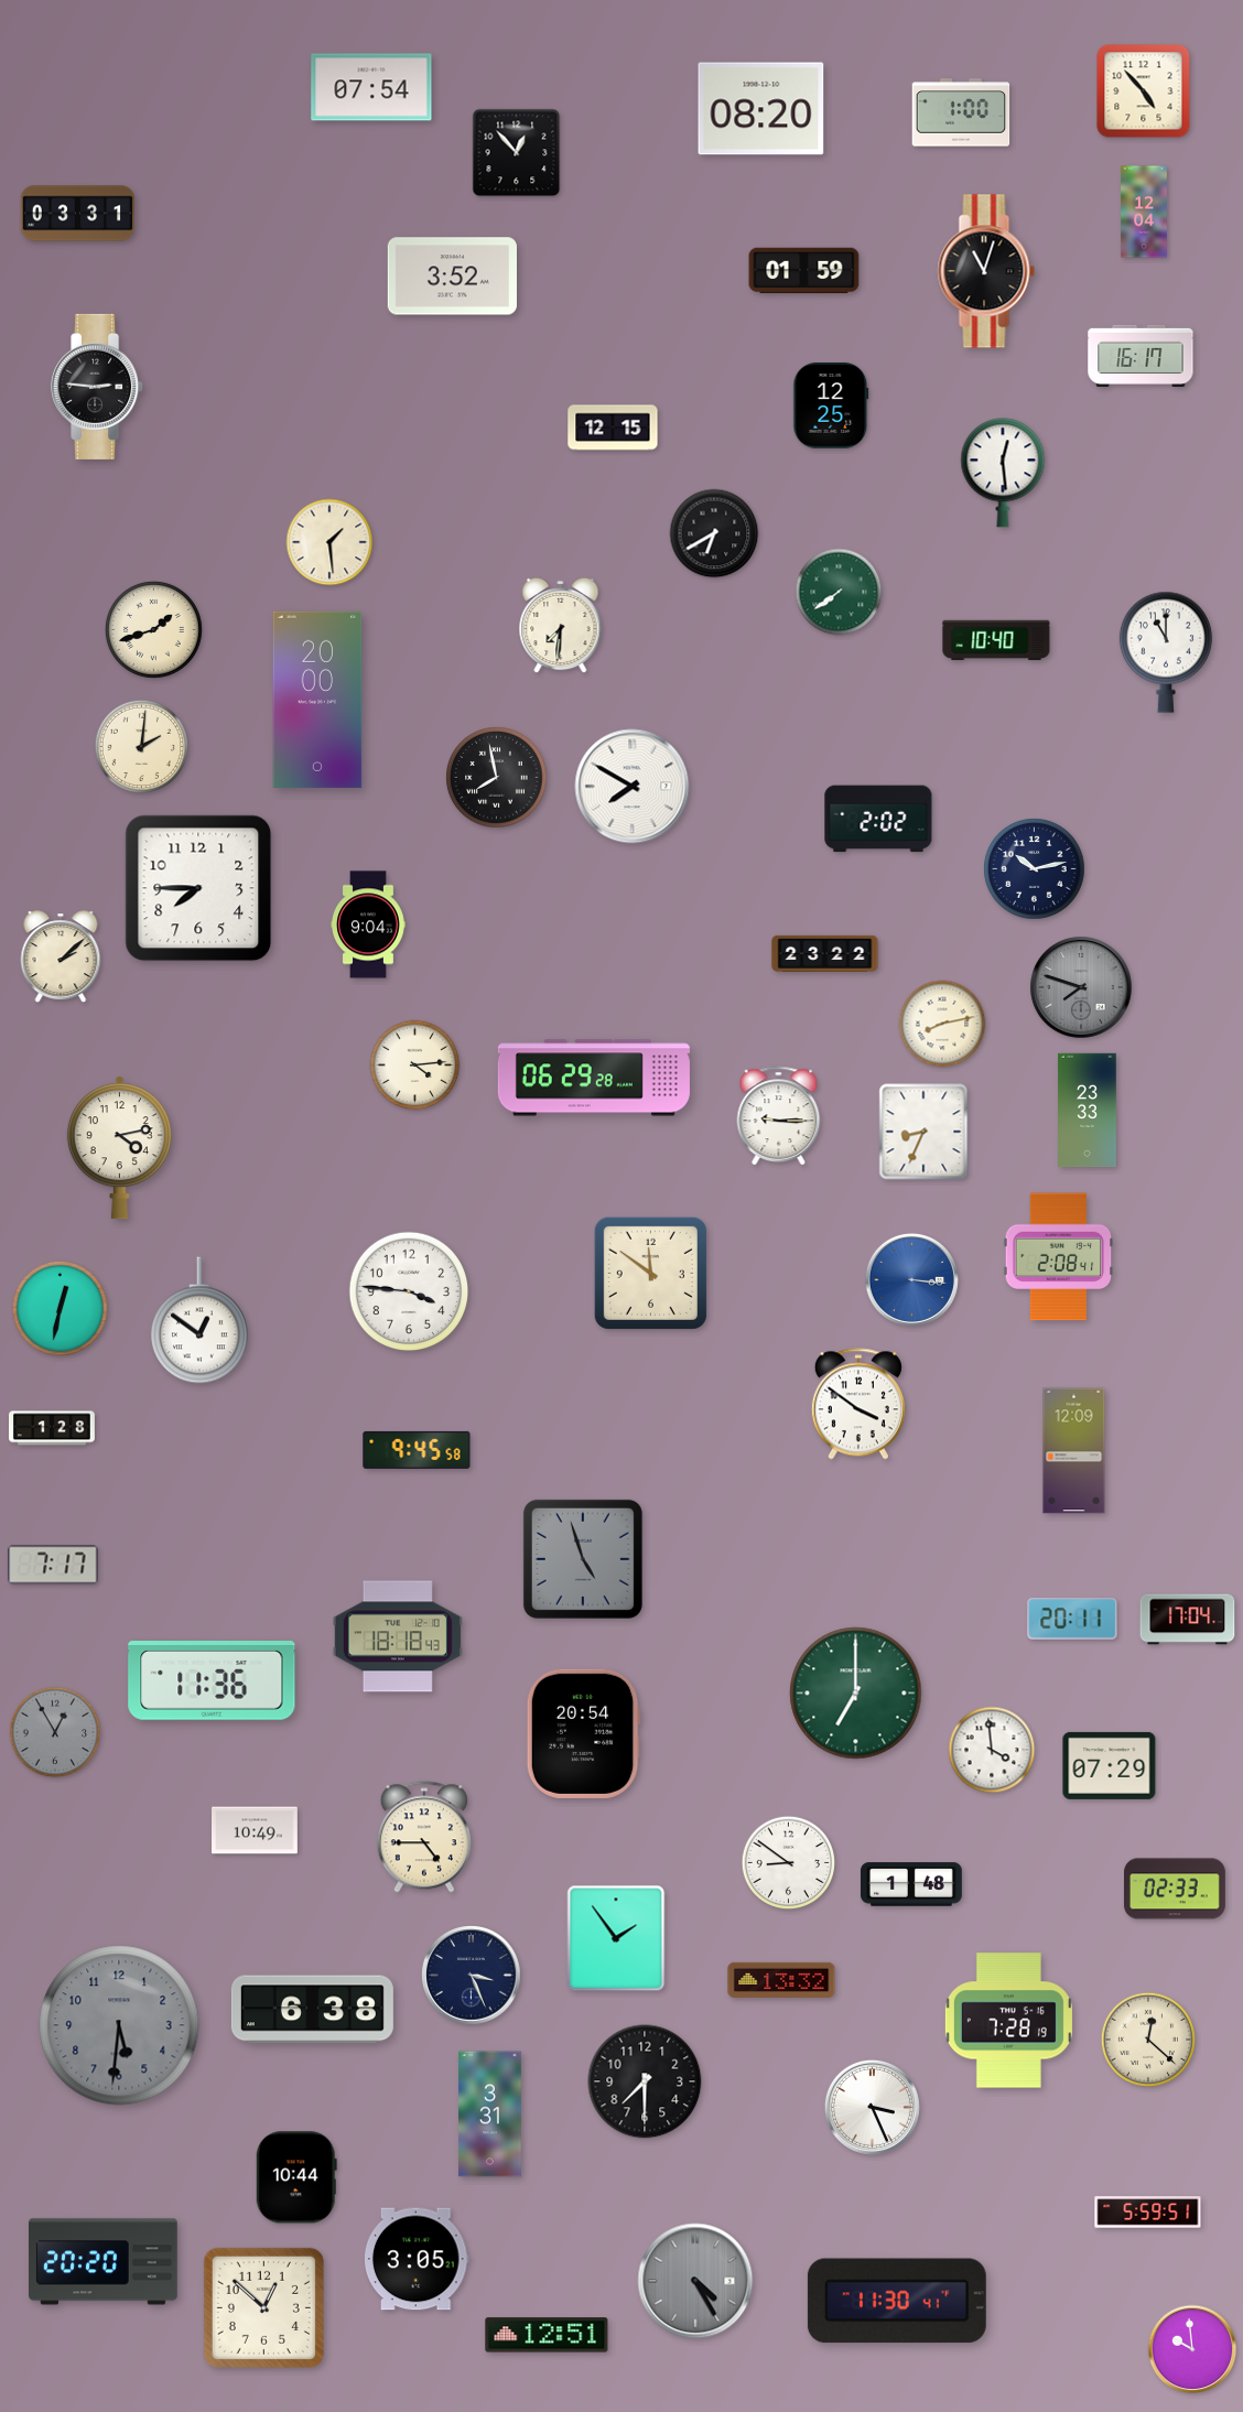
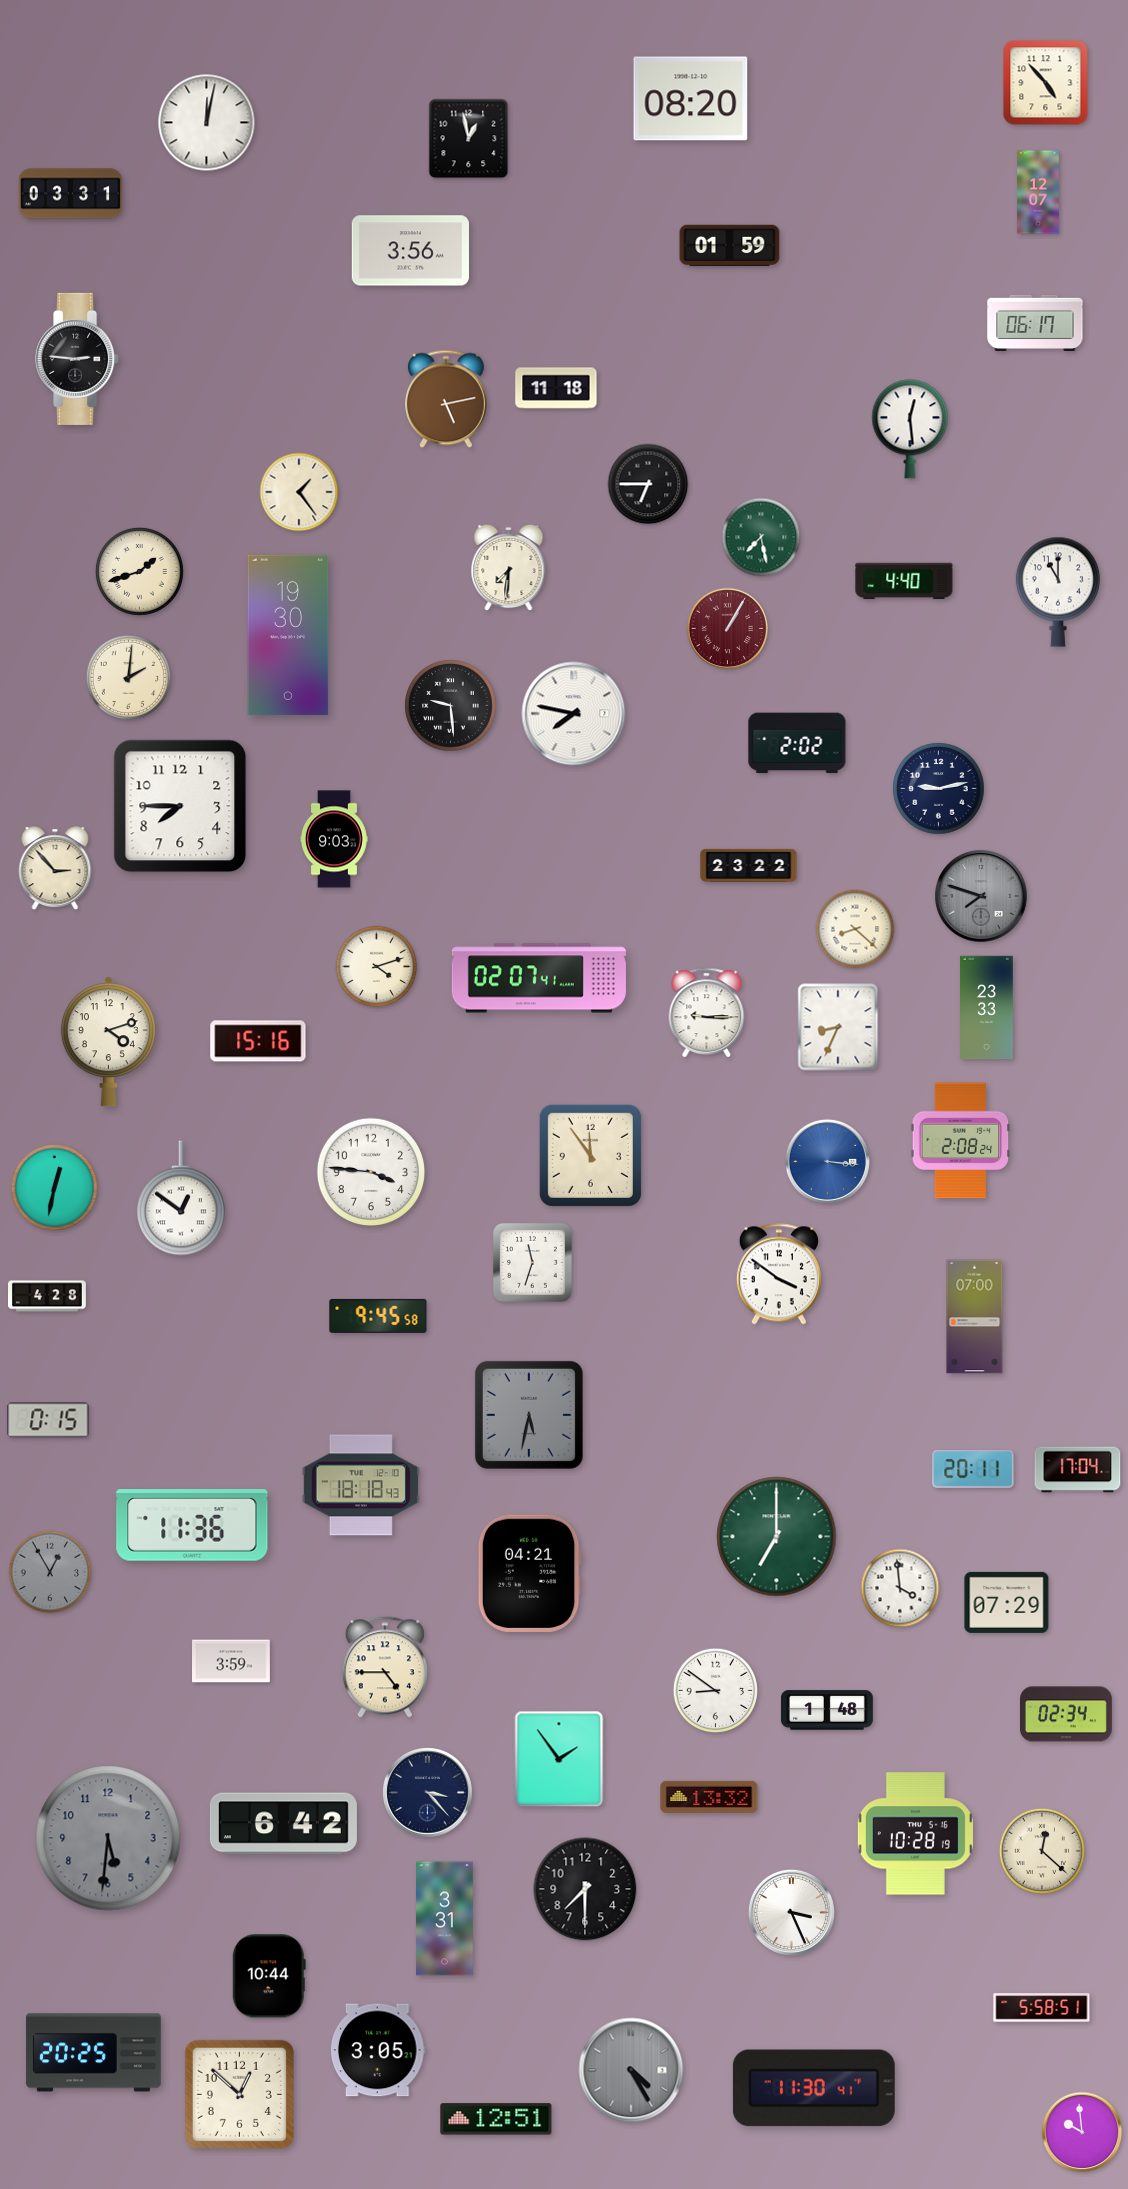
clock at (371, 87): 07:54 -> none
clock at (1144, 91) position: (1144, 91) -> (1046, 83)
clock at (961, 112): 1:00 -> none
clock at (207, 123): none -> 12:02
clock at (517, 153): 12:53 -> 12:58
clock at (1144, 212): 12:04 -> 12:07
clock at (986, 271): 11:03 -> none
clock at (452, 277): 3:52 -> 3:56
clock at (1141, 355): 16:17 -> 06:17
clock at (98, 387) position: (98, 387) -> (78, 359)
clock at (831, 405): 12:25 -> none
clock at (613, 428): 12:15 -> 11:18
clock at (447, 399): none -> 5:13
clock at (714, 533): 6:40 -> 6:45
clock at (329, 542): 1:29 -> 1:24
clock at (839, 592): 7:39 -> 7:28
clock at (996, 640): 10:40 -> 4:40
clock at (728, 629): none -> 1:05
clock at (317, 700): 20:00 -> 19:30
clock at (497, 778): 7:58 -> 9:29
clock at (633, 787): 7:50 -> 7:47
clock at (1035, 869): 10:13 -> 9:13
clock at (369, 924): 9:04 -> 9:03
clock at (61, 958): 2:08 -> 2:53
clock at (942, 1024): 8:13 -> 8:22
clock at (415, 1066): 4:14 -> 4:12
clock at (594, 1078): 06:29 -> 02:07
clock at (258, 1041): none -> 15:16
clock at (119, 1148): 4:13 -> 4:12
clock at (1059, 1257): 2:08:41 -> 2:08:24
clock at (650, 1273): 11:51 -> 11:54
clock at (532, 1262): none -> 11:33
clock at (53, 1428): 1:28 -> 4:28
clock at (1074, 1451): 12:09 -> 07:00
clock at (583, 1559): 4:57 -> 5:32
clock at (53, 1565): 7:17 -> 0:15
clock at (583, 1733): 20:54 -> 04:21
clock at (256, 1830): 10:49 -> 3:59
clock at (1176, 1889): 02:33 -> 02:34
clock at (472, 1976): 3:26 -> 3:23
clock at (312, 2010): 6:38 -> 6:42
clock at (1008, 2021): 7:28 -> 10:28
clock at (1148, 2213): 5:59 -> 5:58
clock at (104, 2262): 20:20 -> 20:25
